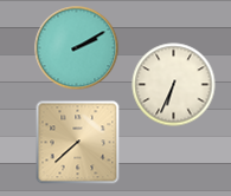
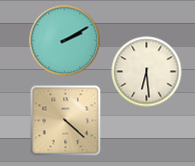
clock at (174, 85): 6:34 -> 6:29
clock at (78, 143): 7:38 -> 4:22
